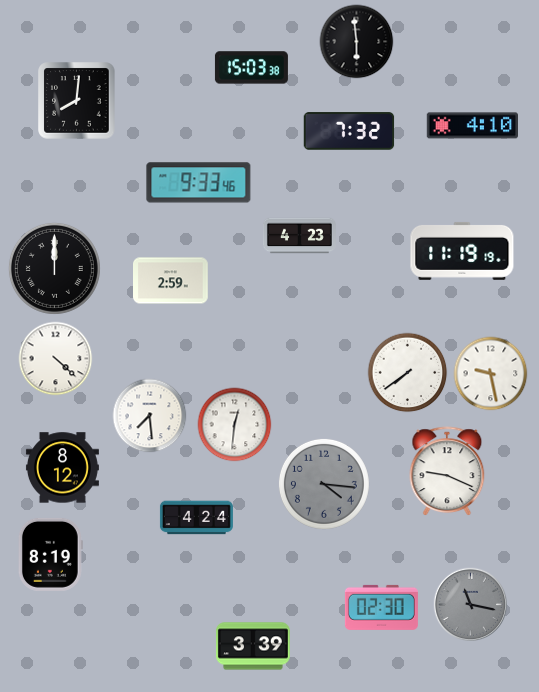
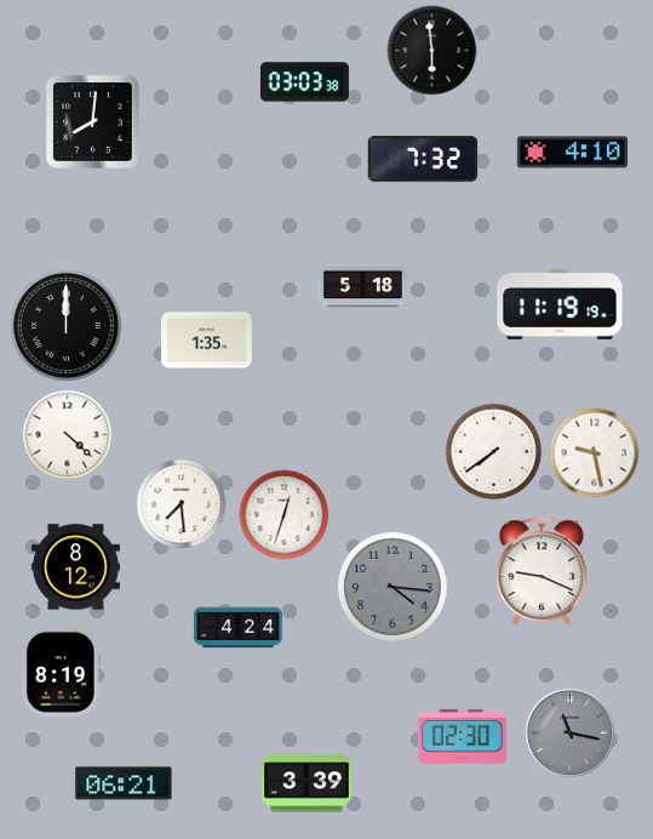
clock at (251, 68): 15:03 -> 03:03
clock at (199, 183): 9:33 -> none
clock at (299, 236): 4:23 -> 5:18
clock at (171, 281): 2:59 -> 1:35
clock at (235, 425): 12:31 -> 12:33
clock at (124, 783): none -> 06:21
